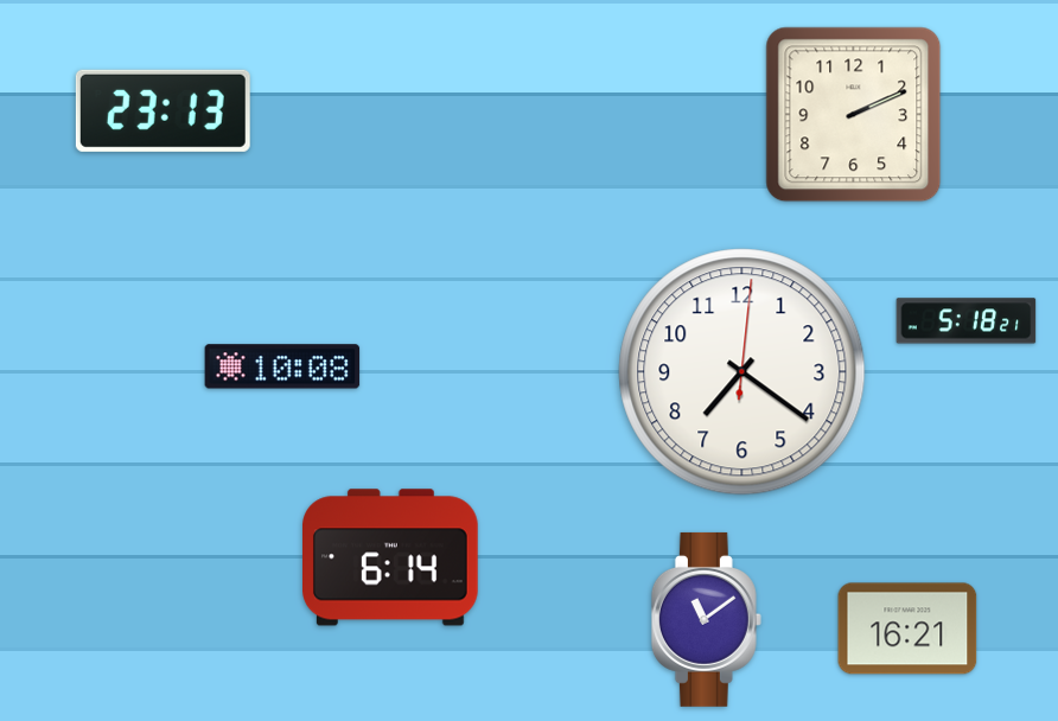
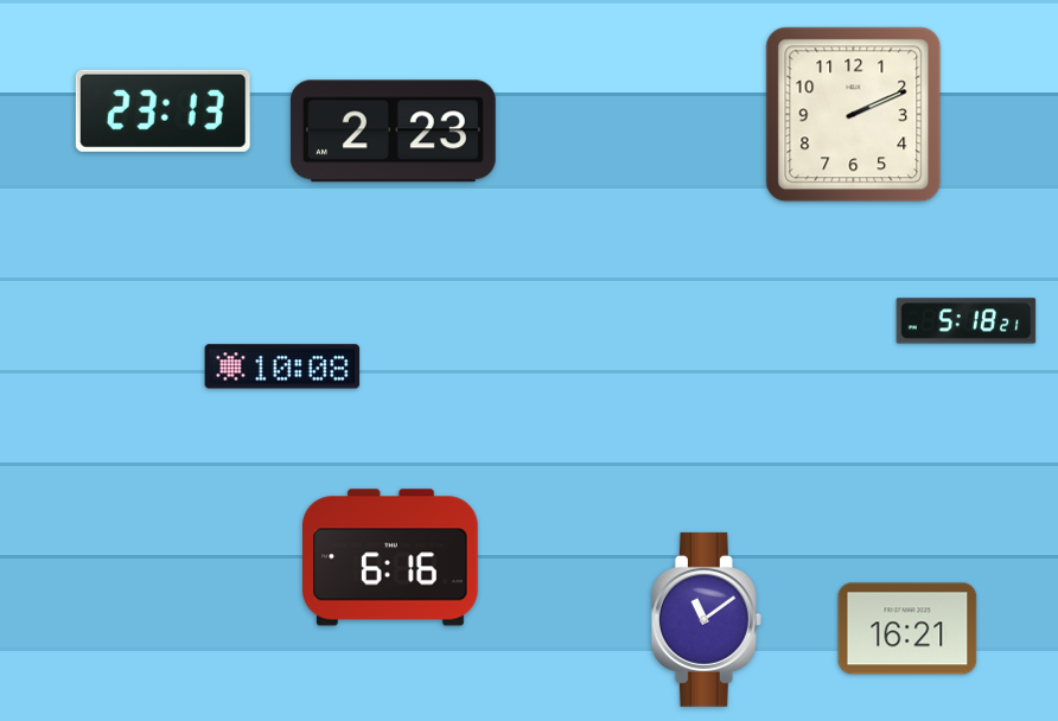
clock at (393, 132): none -> 2:23
clock at (742, 372): 7:21 -> none
clock at (391, 557): 6:14 -> 6:16
